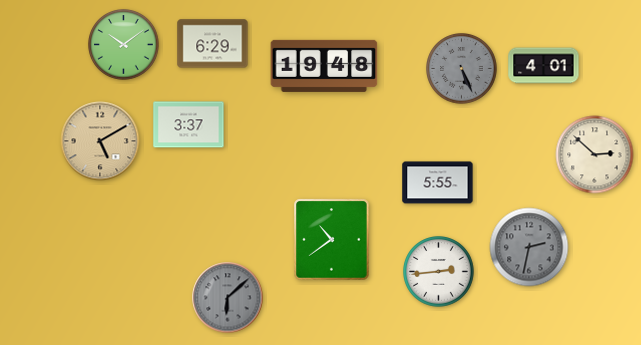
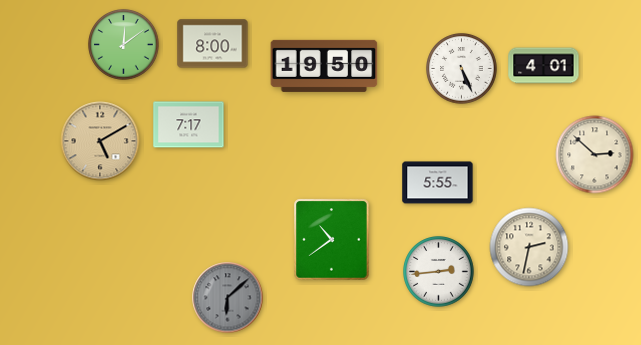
clock at (213, 44): 6:29 -> 8:00
clock at (124, 45): 10:09 -> 12:09
clock at (324, 66): 19:48 -> 19:50
clock at (462, 69) dial: grey -> white
clock at (189, 125): 3:37 -> 7:17
clock at (529, 247) dial: grey -> cream
